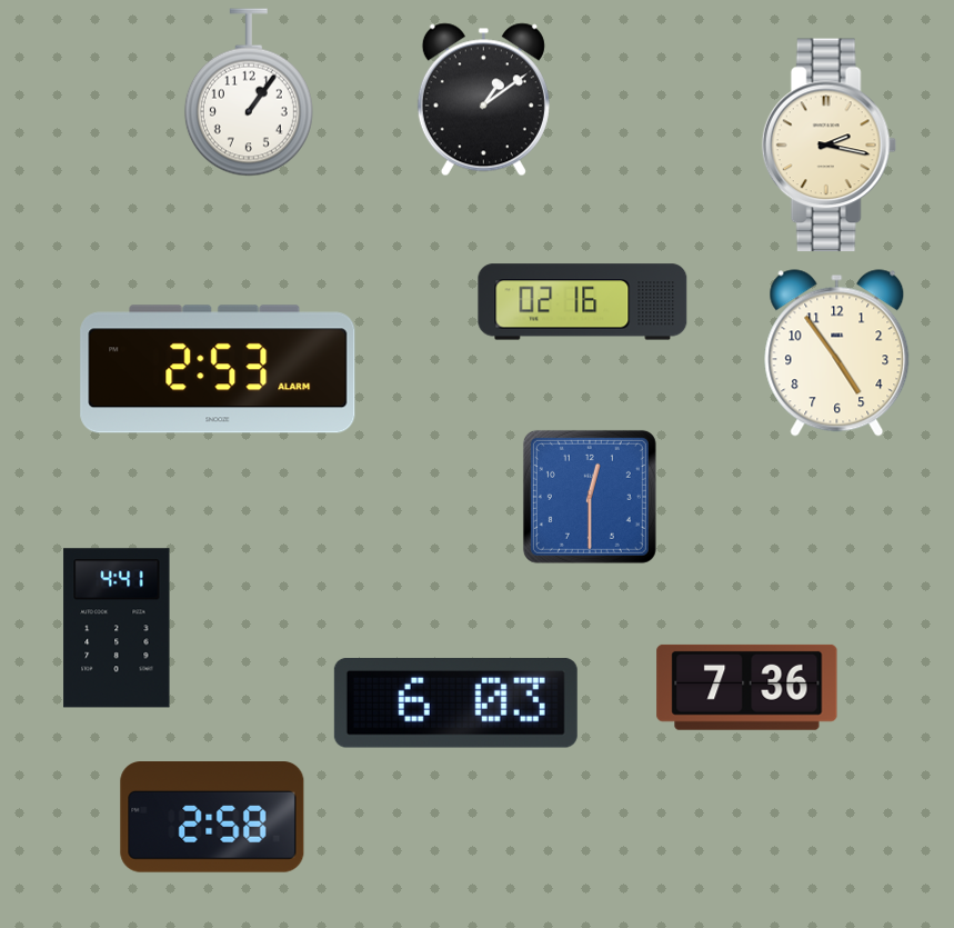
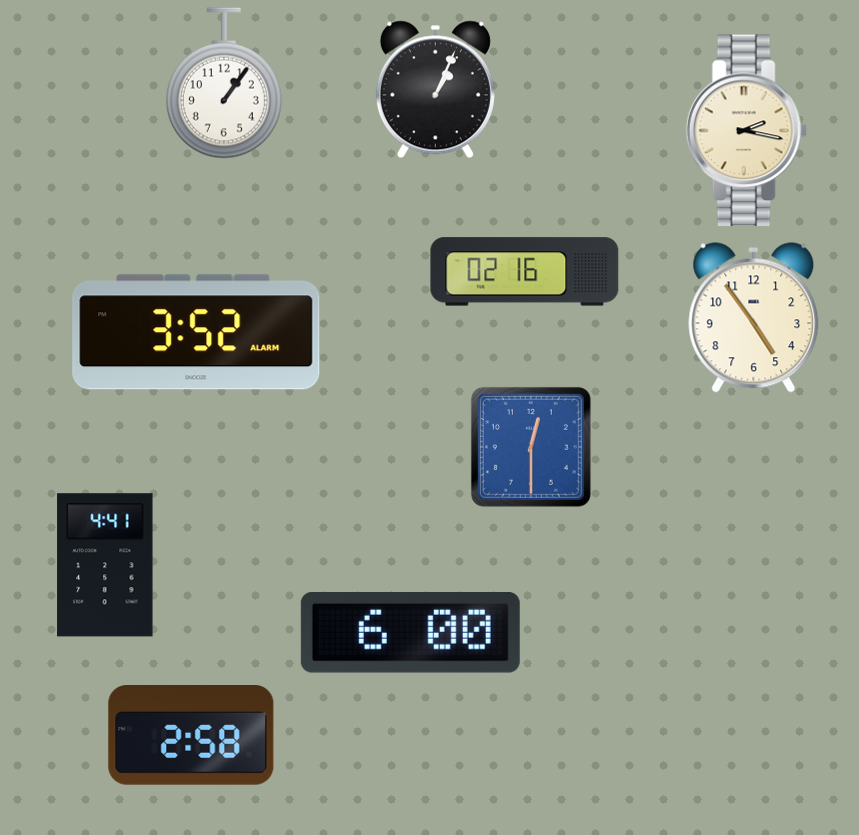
clock at (483, 100): 1:09 -> 1:04
clock at (218, 369): 2:53 -> 3:52
clock at (747, 687): 7:36 -> none
clock at (455, 702): 6:03 -> 6:00
